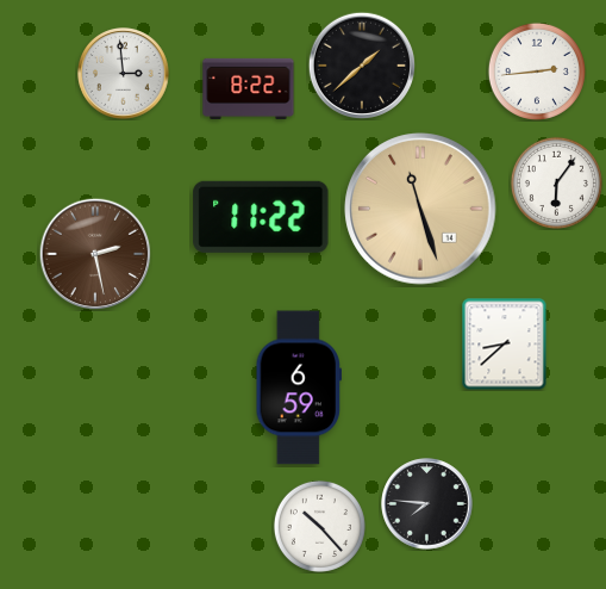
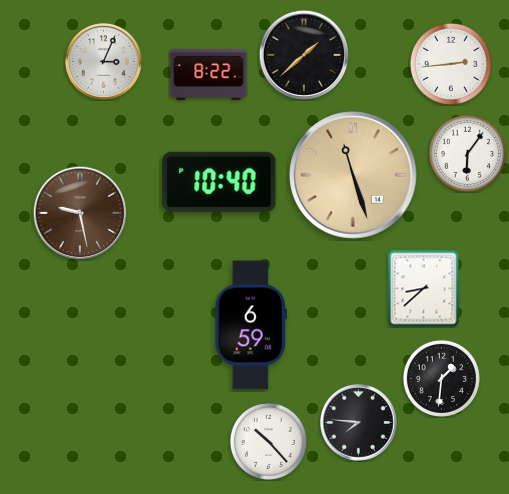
clock at (537, 72) position: (537, 72) -> (451, 64)
clock at (124, 74): 2:59 -> 3:04
clock at (261, 217): 11:22 -> 10:40
clock at (95, 254): 2:28 -> 9:28
clock at (441, 378): none -> 1:31
